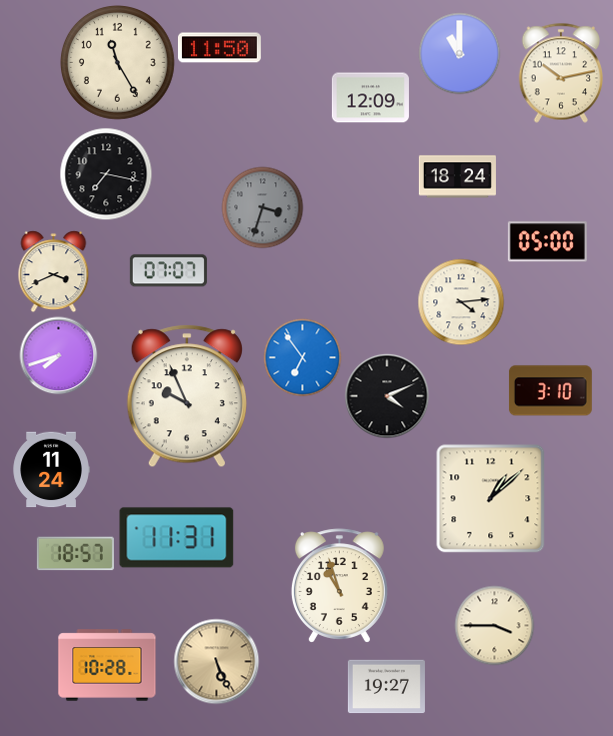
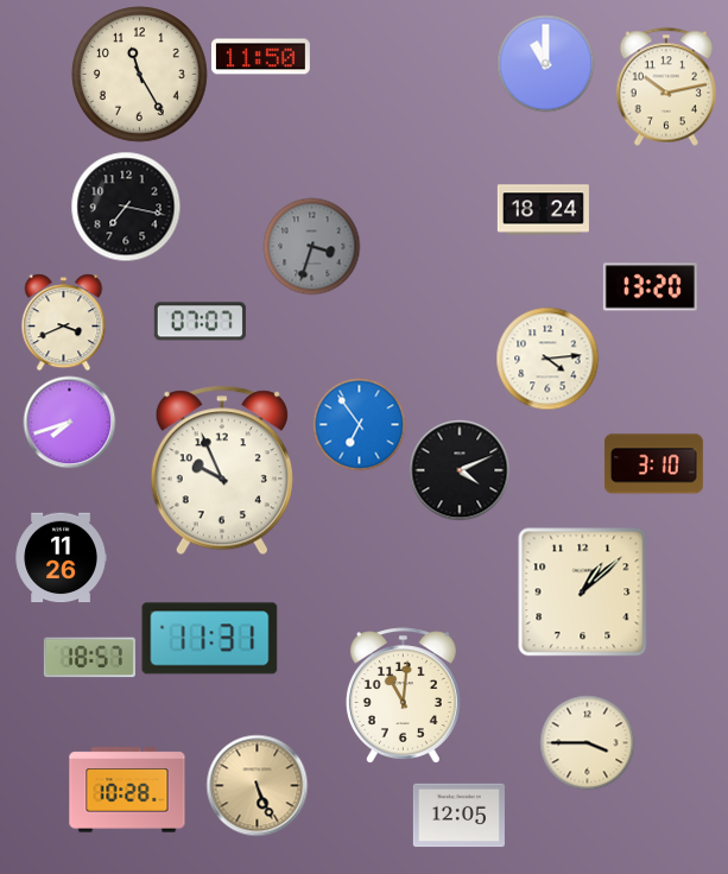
clock at (370, 98): 12:09 -> none
clock at (547, 242): 05:00 -> 13:20
clock at (51, 470): 11:24 -> 11:26
clock at (339, 586): 10:57 -> 11:01
clock at (386, 687): 19:27 -> 12:05
